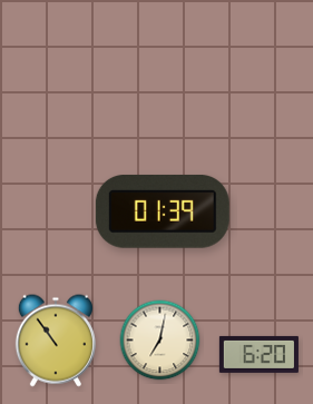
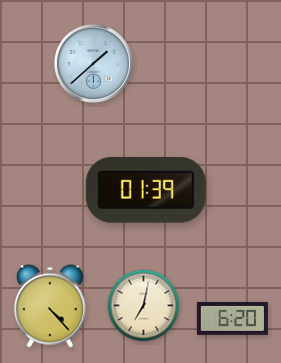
clock at (94, 64): none -> 1:38
clock at (56, 341): 10:54 -> 4:23
